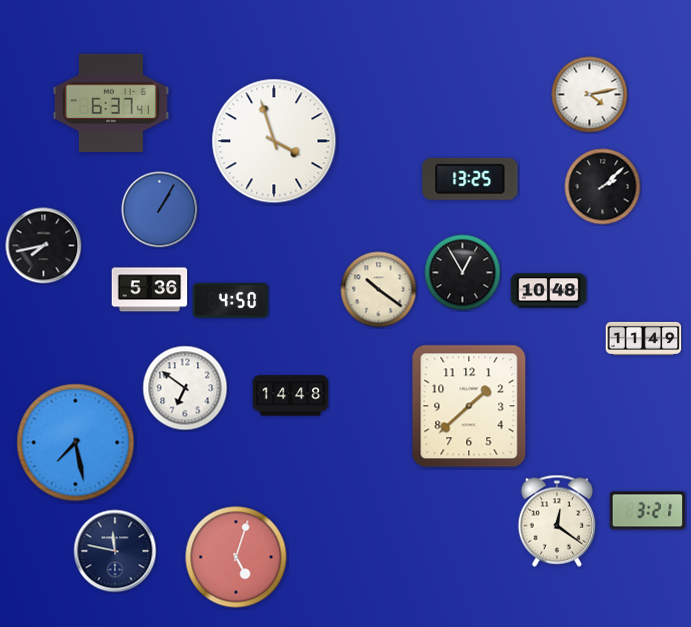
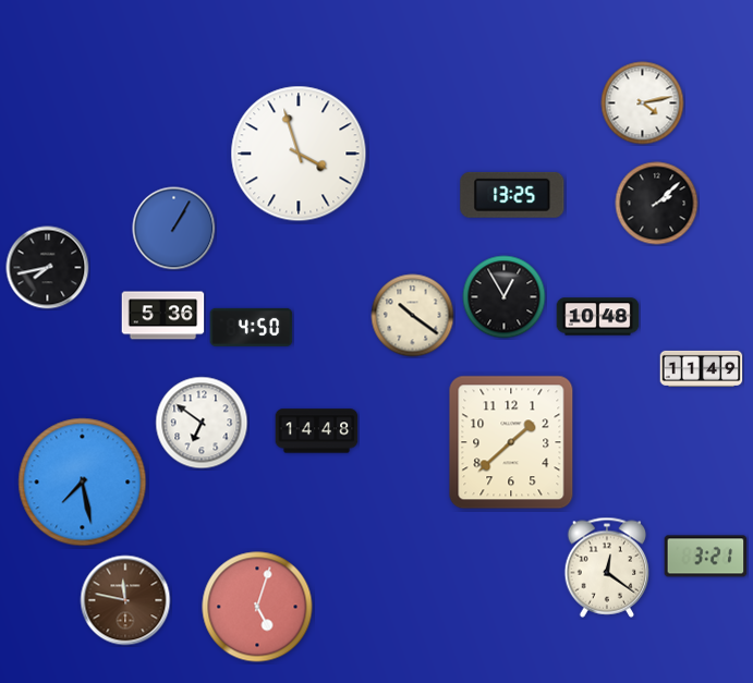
clock at (111, 103): 6:37 -> none
clock at (115, 551) dial: navy -> brown
